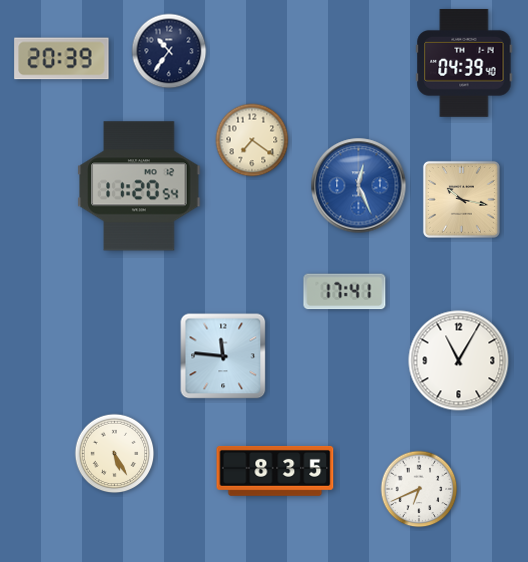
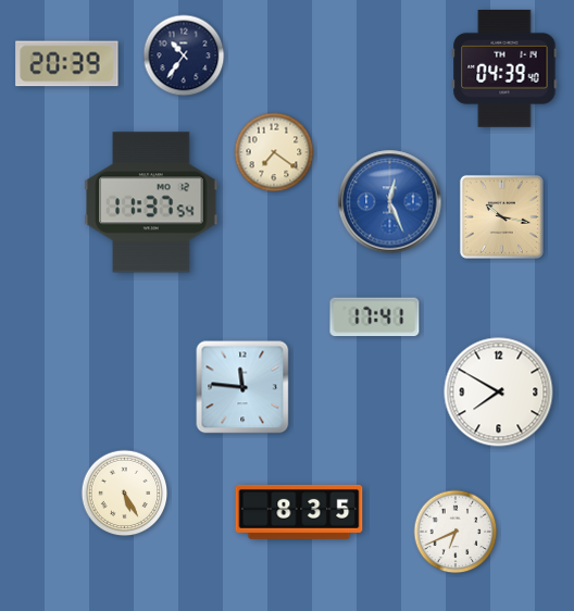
clock at (139, 186): 11:20 -> 11:37
clock at (459, 361): 11:05 -> 7:50
